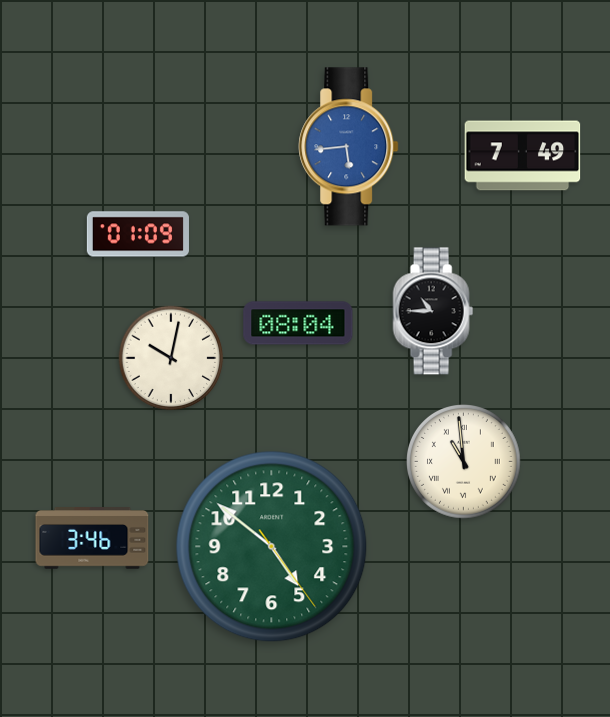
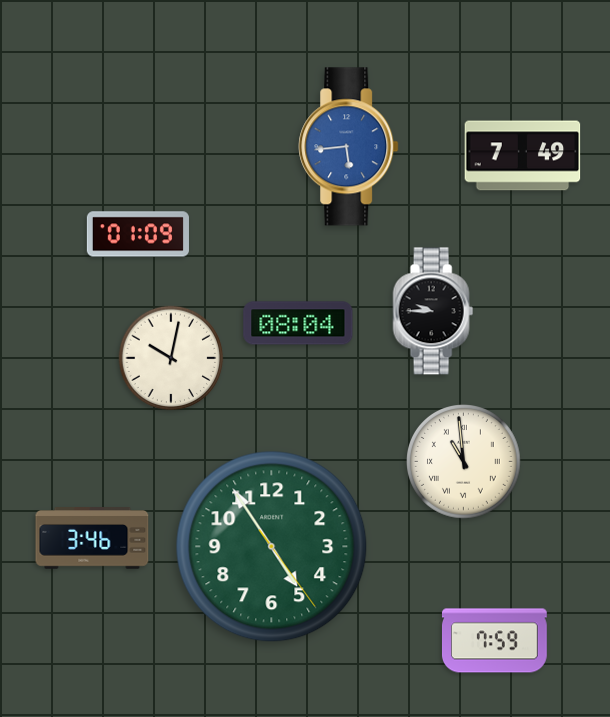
clock at (433, 311): 10:45 -> 9:45
clock at (272, 547): 4:51 -> 4:54
clock at (494, 641): none -> 7:59
